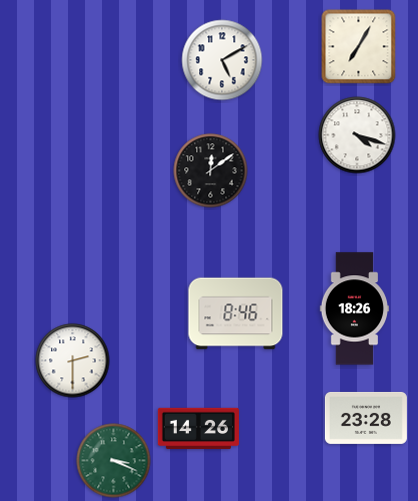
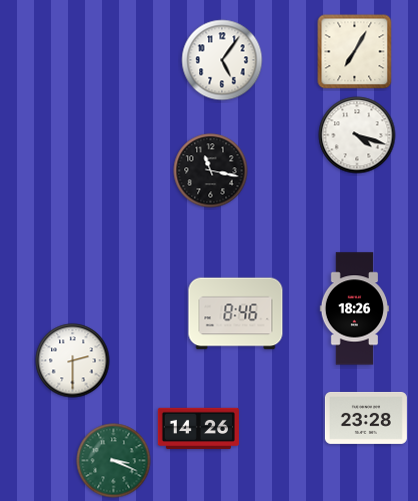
clock at (359, 47) position: (359, 47) -> (355, 52)
clock at (222, 60): 5:10 -> 5:06
clock at (211, 171): 12:09 -> 11:17
